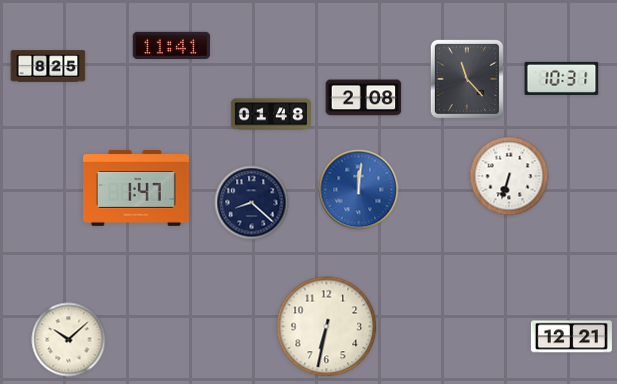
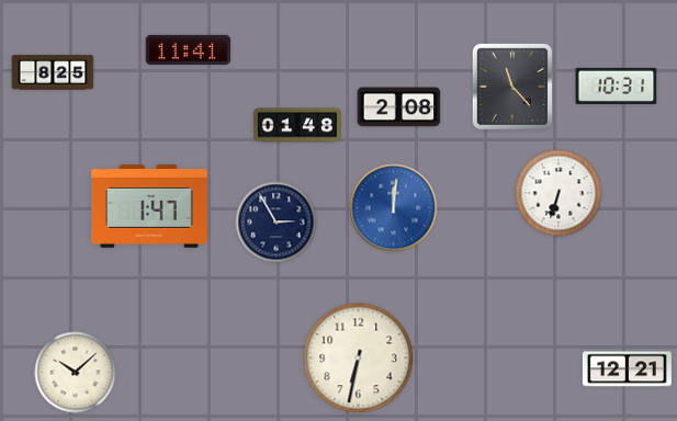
clock at (252, 203): 8:22 -> 2:55
